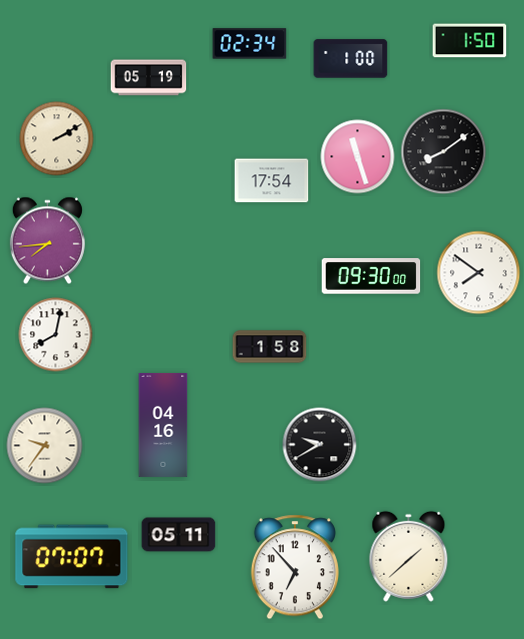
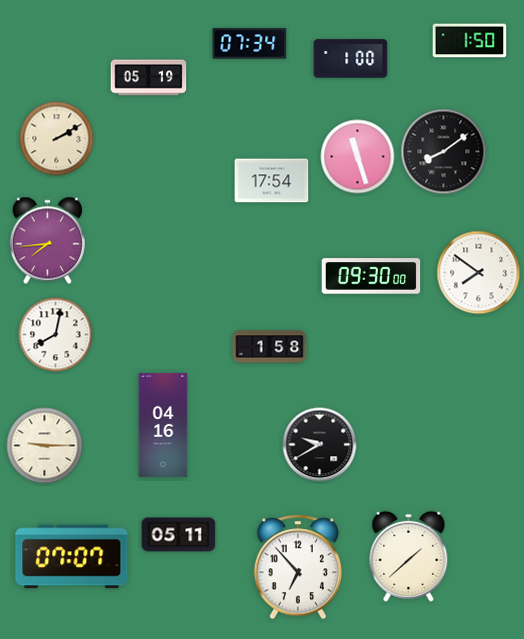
clock at (250, 44): 02:34 -> 07:34
clock at (45, 446): 9:36 -> 9:15
clock at (295, 567) position: (295, 567) -> (298, 567)
